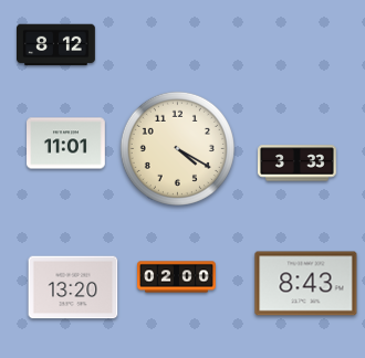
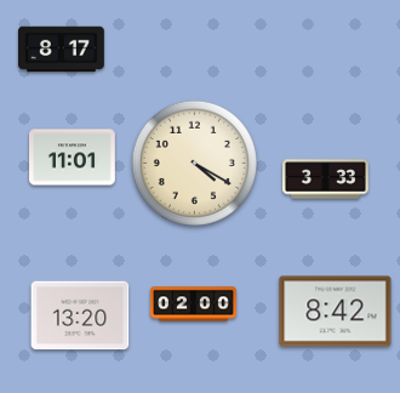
clock at (56, 45): 8:12 -> 8:17
clock at (306, 284): 8:43 -> 8:42
